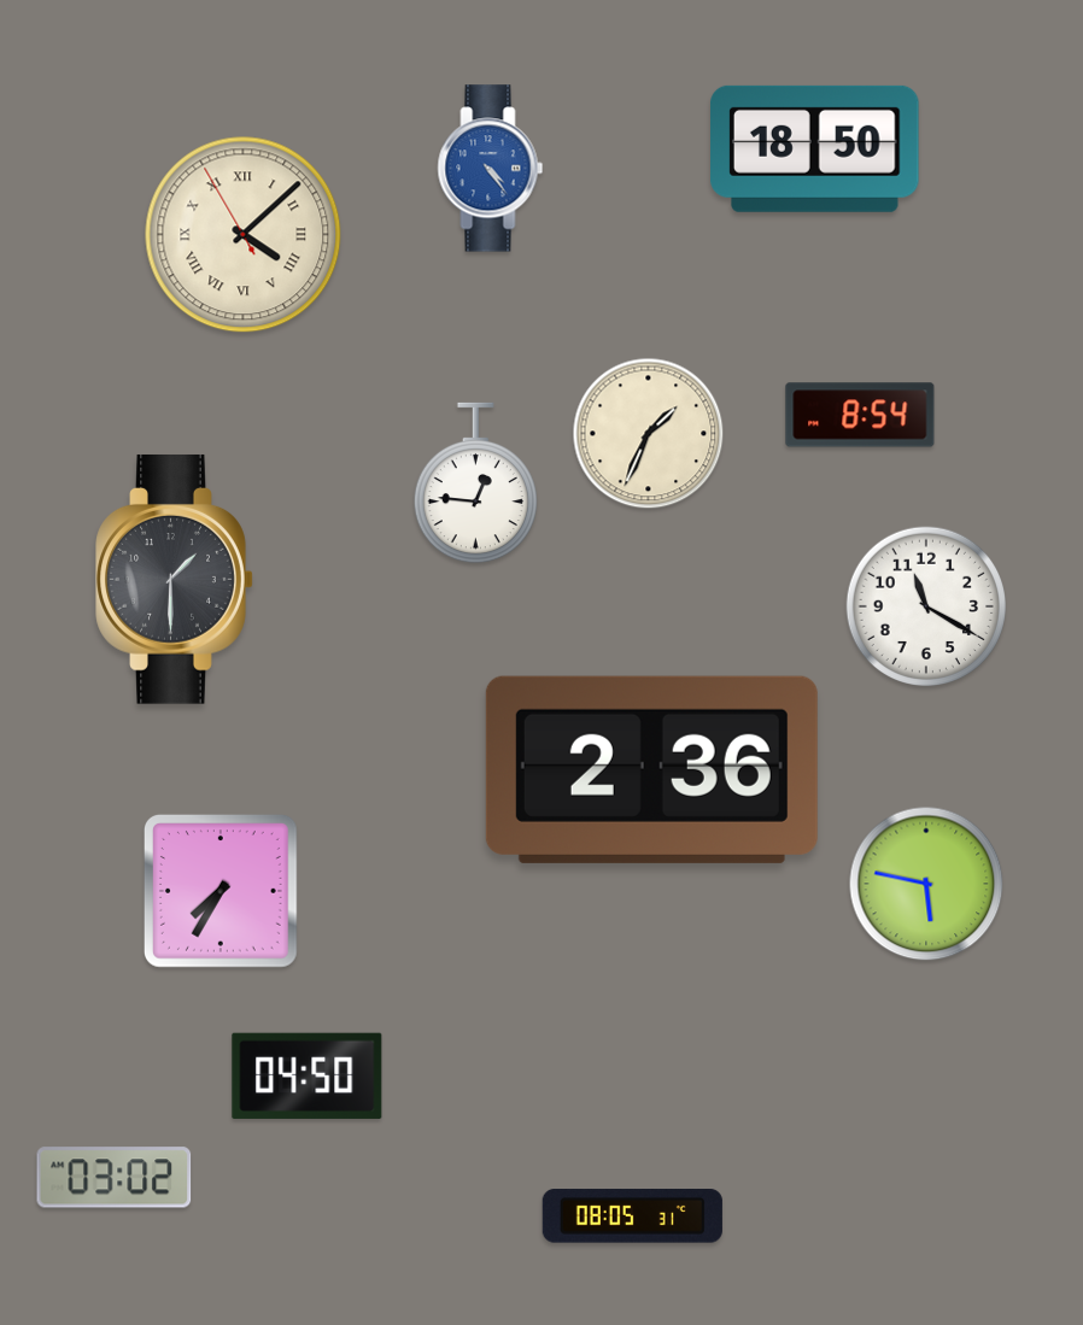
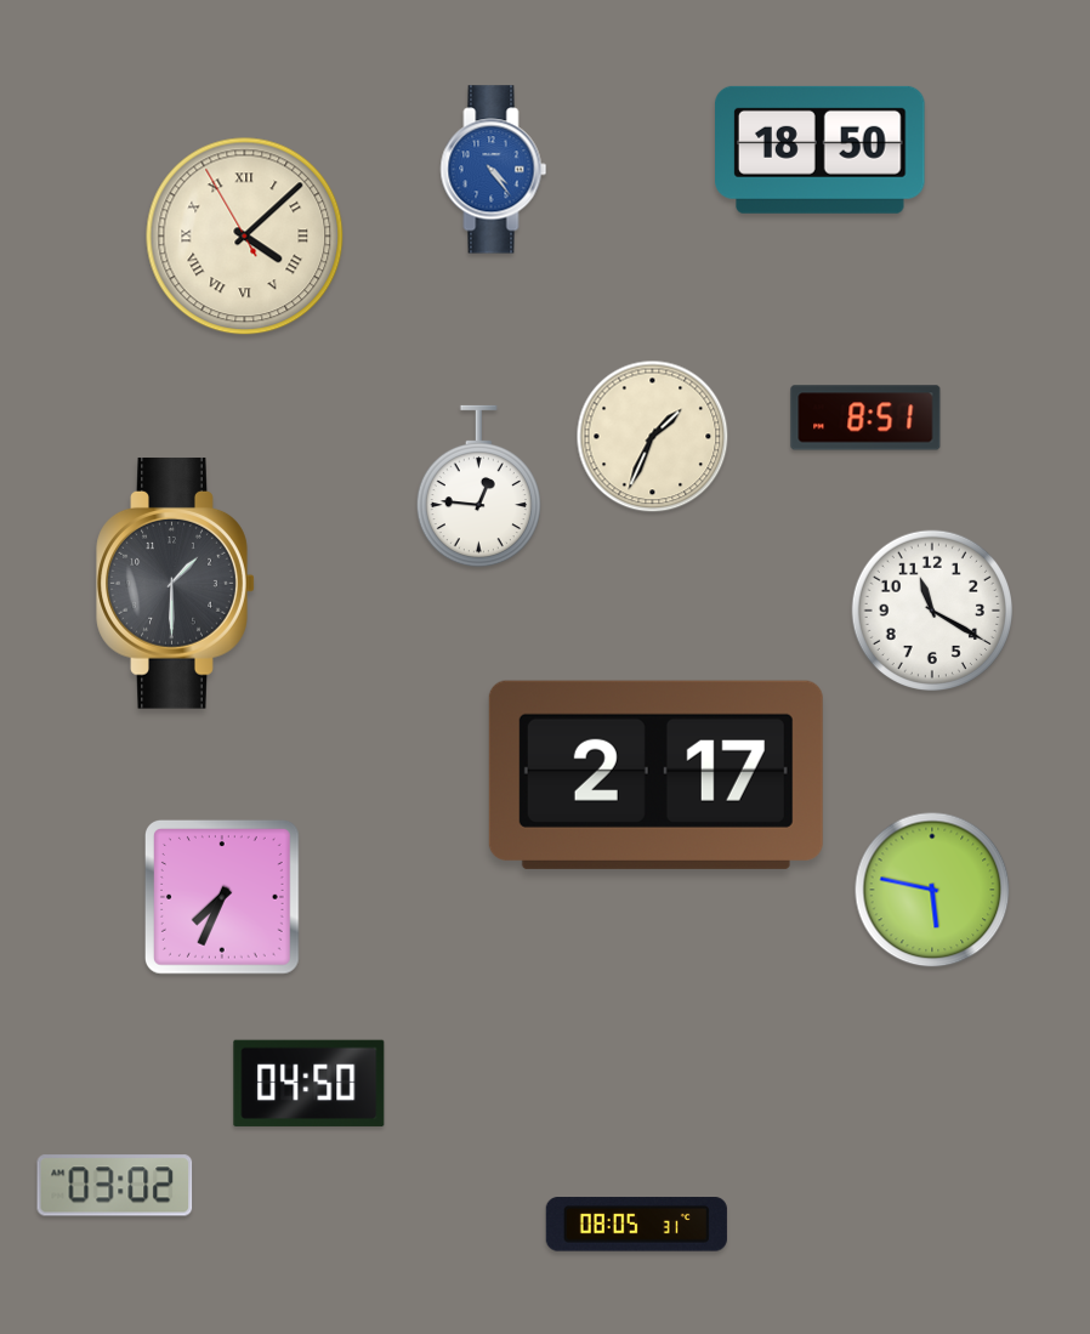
clock at (860, 415): 8:54 -> 8:51
clock at (651, 769): 2:36 -> 2:17
clock at (221, 891): 7:35 -> 7:34
